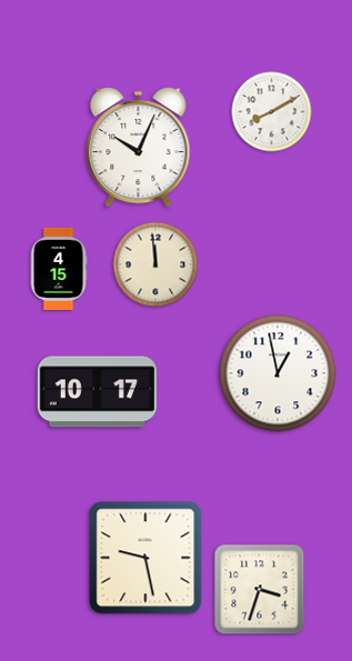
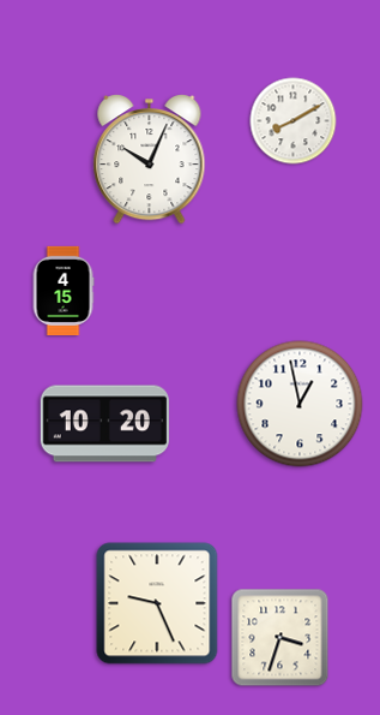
clock at (155, 264): 11:59 -> none
clock at (97, 392): 10:17 -> 10:20
clock at (145, 558): 9:28 -> 9:26
